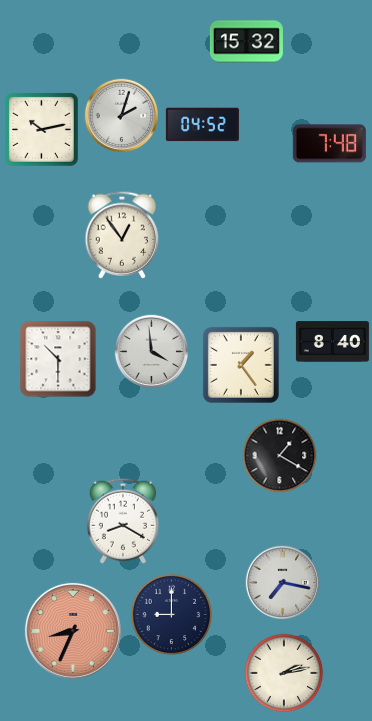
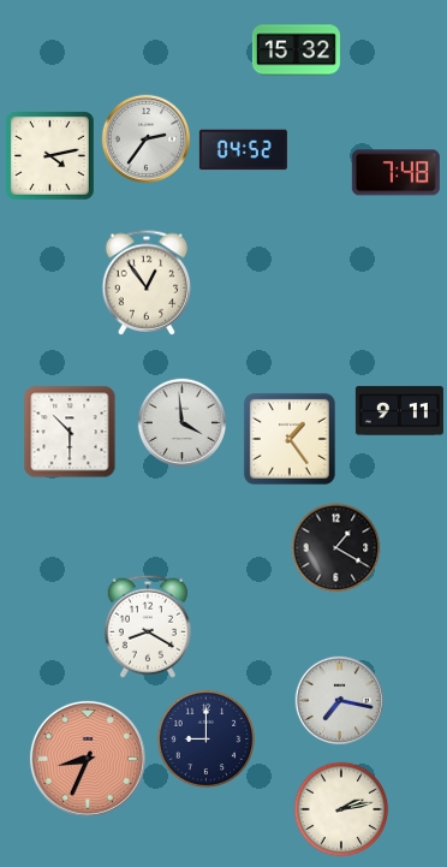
clock at (122, 116): 2:03 -> 2:36
clock at (41, 129): 10:13 -> 4:13
clock at (332, 342): 8:40 -> 9:11
